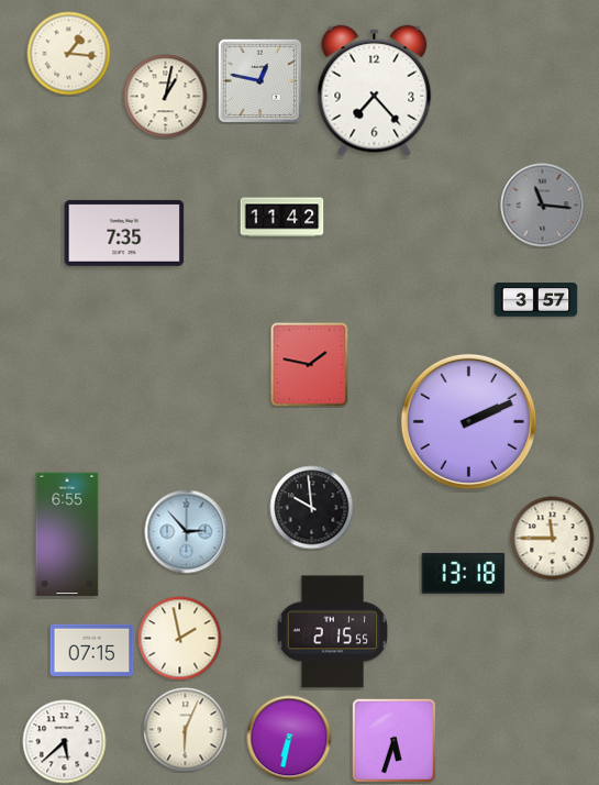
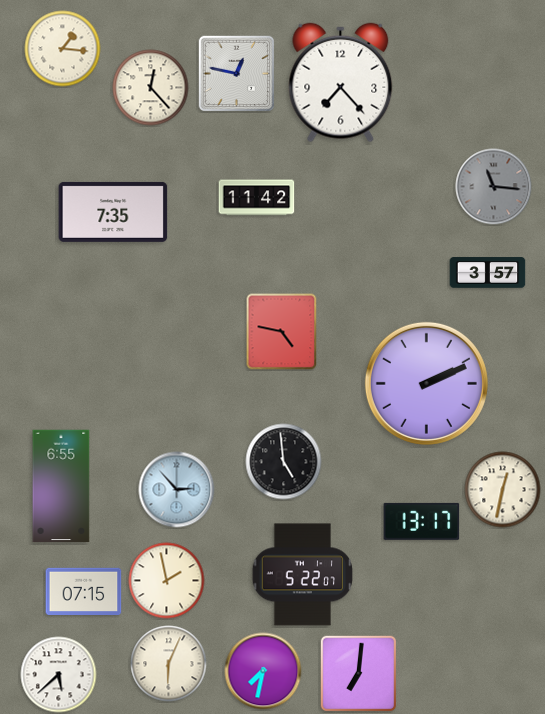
clock at (166, 97): 1:02 -> 12:23
clock at (310, 365): 1:47 -> 4:47
clock at (312, 508): 9:59 -> 4:59
clock at (187, 532) position: (187, 532) -> (177, 490)
clock at (553, 539): 11:45 -> 12:32
clock at (464, 573): 13:18 -> 13:17
clock at (333, 632): 2:15 -> 5:22
clock at (180, 639) position: (180, 639) -> (167, 581)
clock at (289, 738): 6:32 -> 7:32
clock at (393, 740): 5:33 -> 7:01
